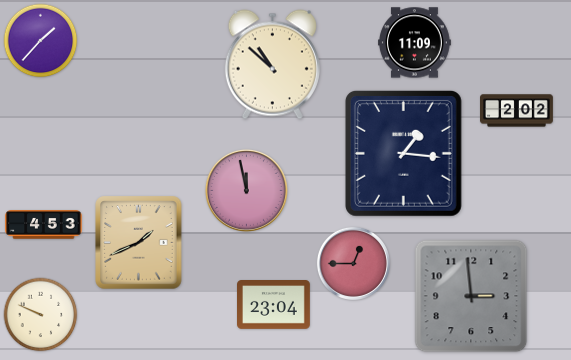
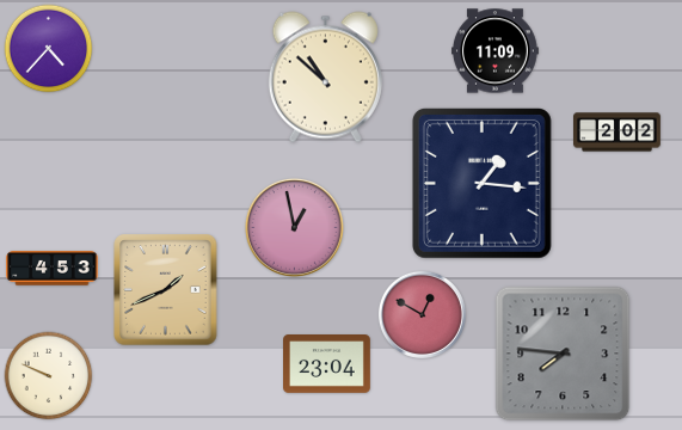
clock at (41, 41): 1:37 -> 4:37
clock at (246, 190): 11:58 -> 12:58
clock at (353, 263): 12:45 -> 12:50
clock at (471, 296): 2:59 -> 7:46
